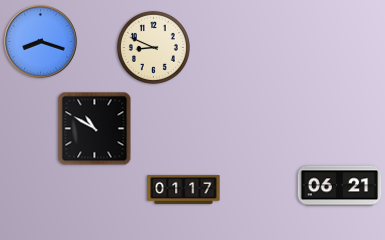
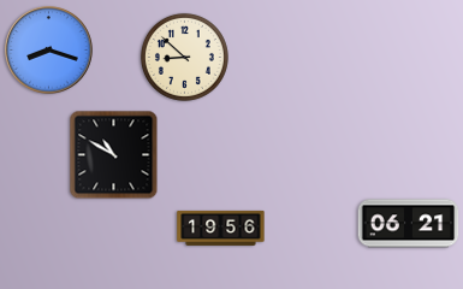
clock at (153, 47): 8:49 -> 8:52
clock at (184, 189): 01:17 -> 19:56
